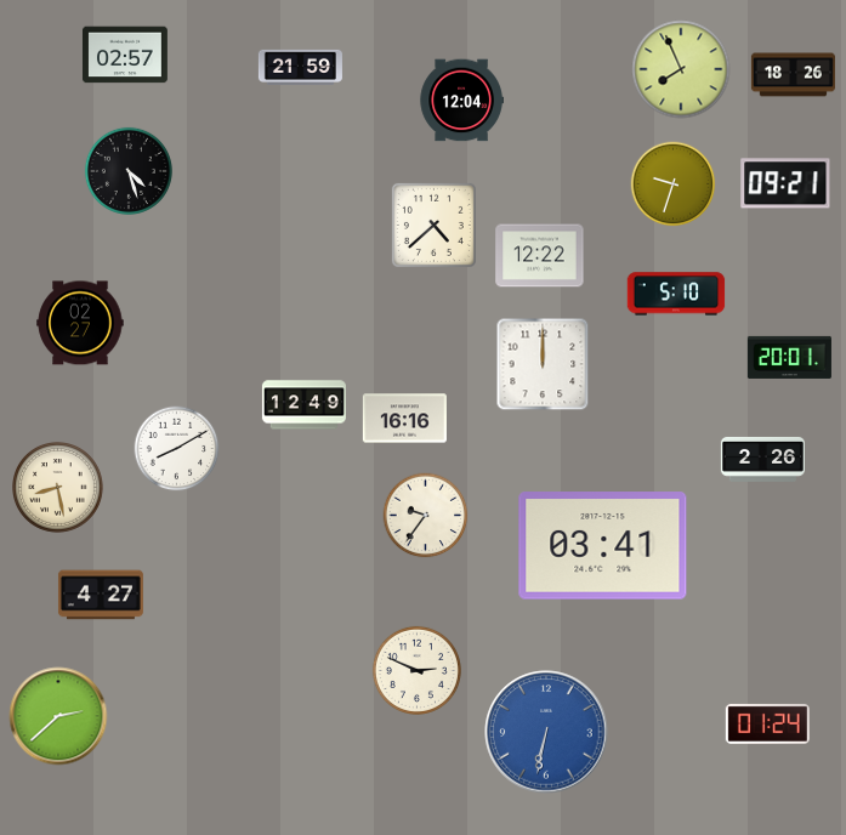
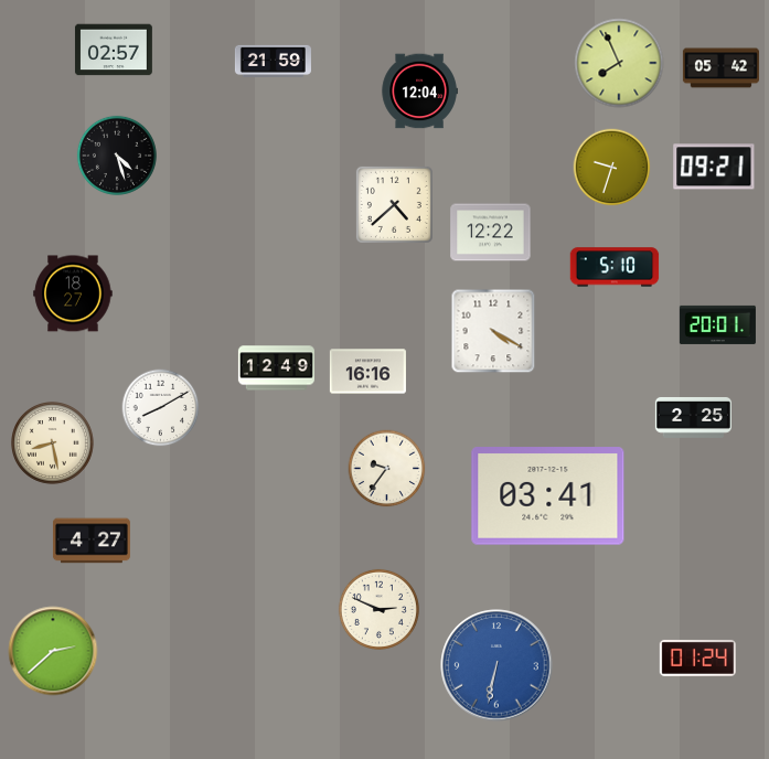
clock at (793, 75): 18:26 -> 05:42
clock at (80, 323): 02:27 -> 18:27
clock at (543, 364): 12:00 -> 4:20
clock at (404, 419) position: (404, 419) -> (367, 372)
clock at (762, 459): 2:26 -> 2:25
